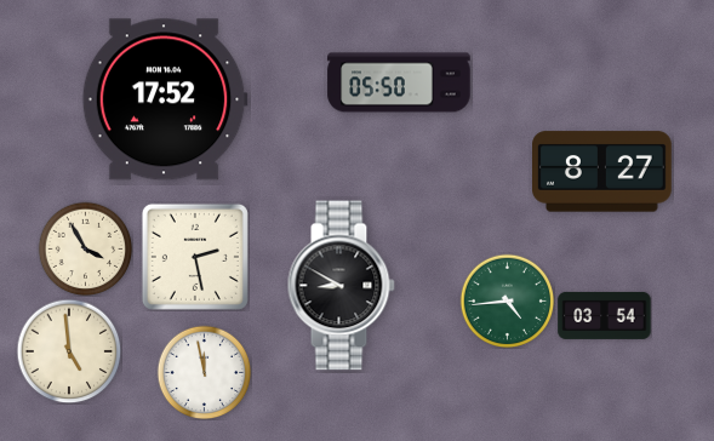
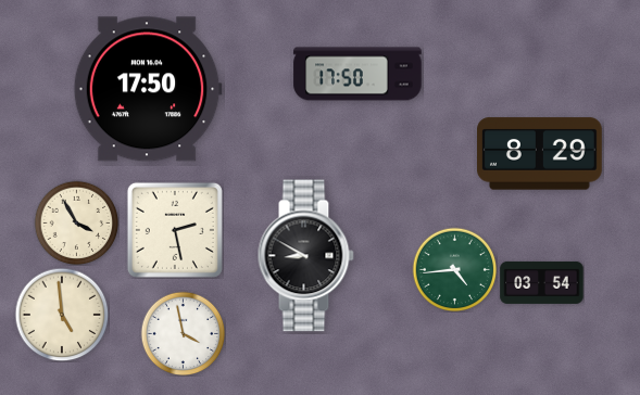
clock at (399, 82): 05:50 -> 17:50
clock at (165, 99): 17:52 -> 17:50
clock at (602, 172): 8:27 -> 8:29
clock at (204, 372): 11:58 -> 3:58
